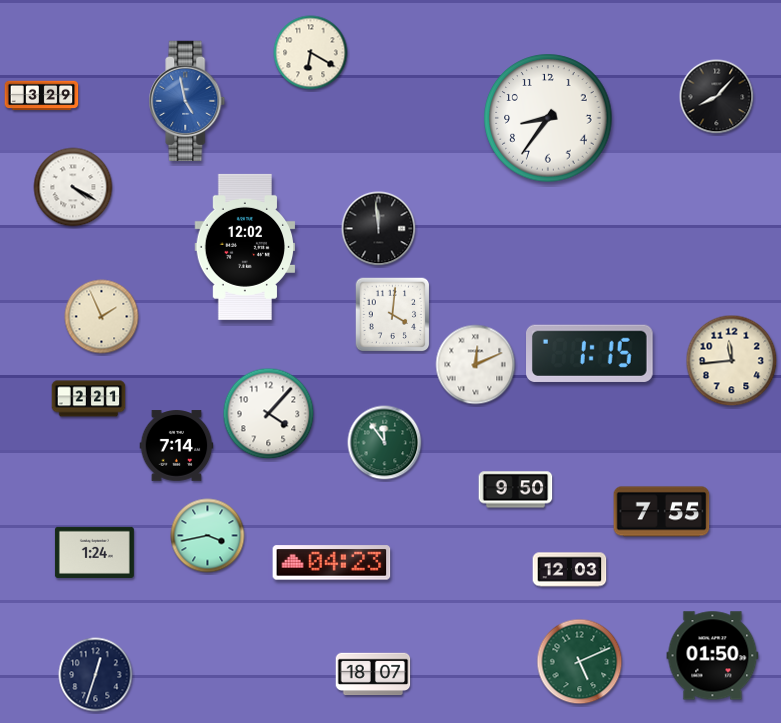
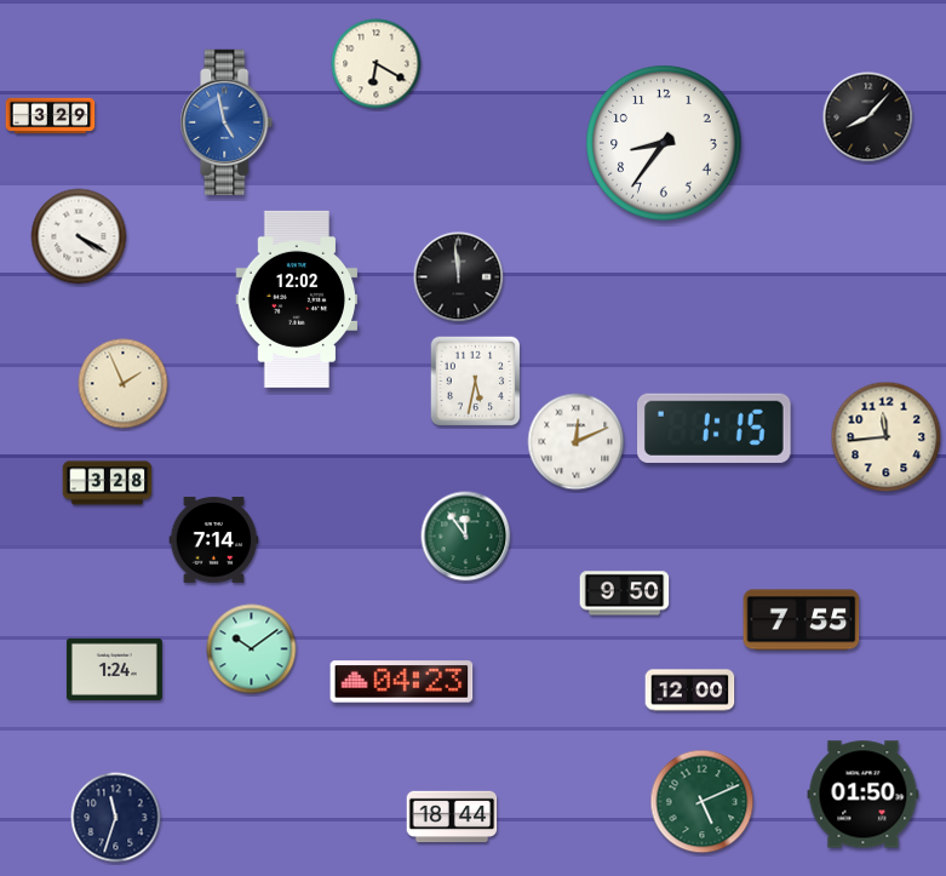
clock at (73, 187) position: (73, 187) -> (79, 236)
clock at (393, 315): 4:01 -> 5:32
clock at (89, 399): 2:21 -> 3:28
clock at (269, 414): 4:07 -> none
clock at (208, 536): 3:43 -> 10:09
clock at (570, 570): 12:03 -> 12:00
clock at (373, 674): 18:07 -> 18:44
clock at (96, 675): 12:33 -> 11:33
